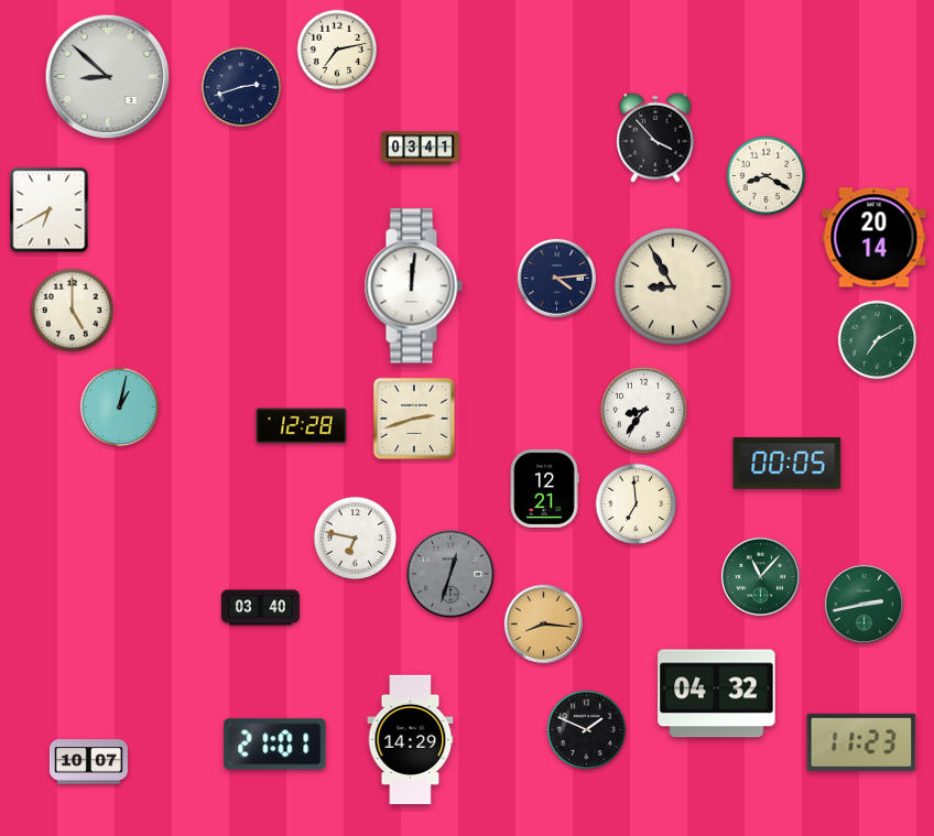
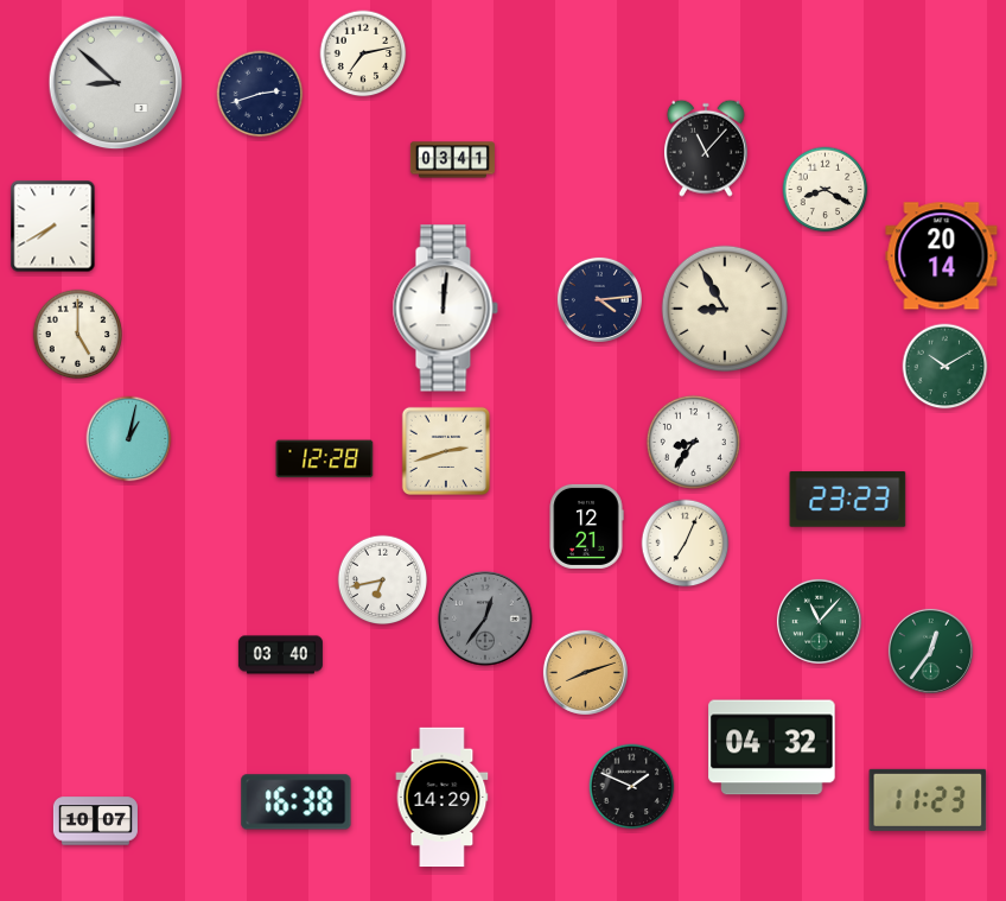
clock at (655, 138): 3:53 -> 11:07
clock at (50, 210): 6:40 -> 7:40
clock at (878, 340): 7:10 -> 10:10
clock at (788, 464): 00:05 -> 23:23
clock at (637, 504): 6:59 -> 7:04
clock at (356, 539): 6:47 -> 6:43
clock at (450, 574): 12:33 -> 12:36
clock at (864, 604): 2:43 -> 12:36
clock at (543, 623): 8:16 -> 8:12
clock at (275, 745): 21:01 -> 16:38
